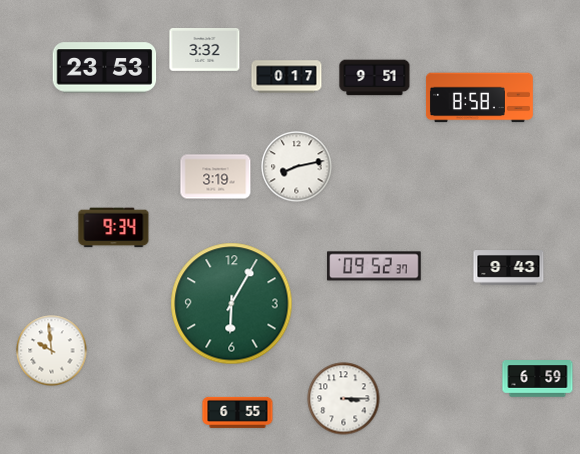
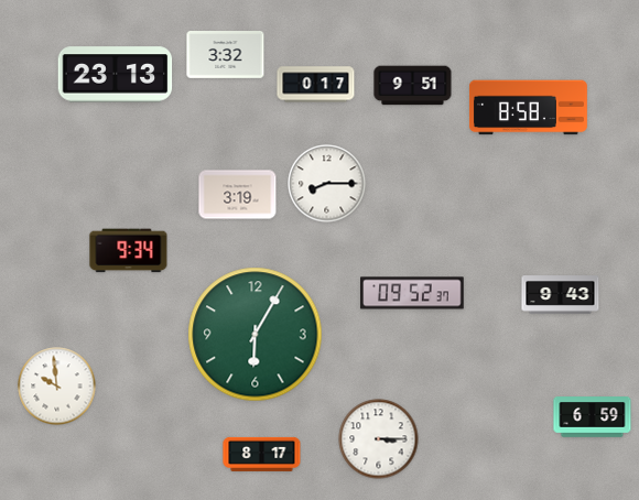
clock at (105, 68): 23:53 -> 23:13
clock at (297, 167): 8:13 -> 8:15
clock at (114, 228) position: (114, 228) -> (129, 251)
clock at (238, 412): 6:55 -> 8:17
